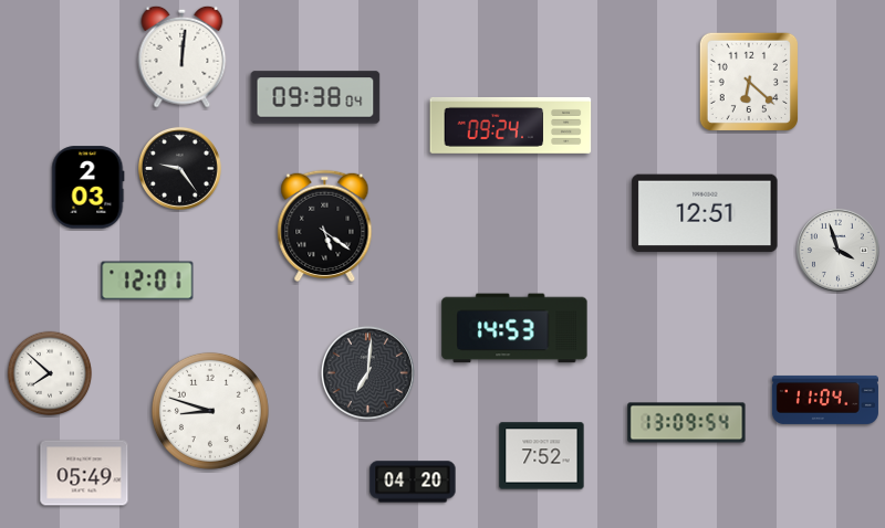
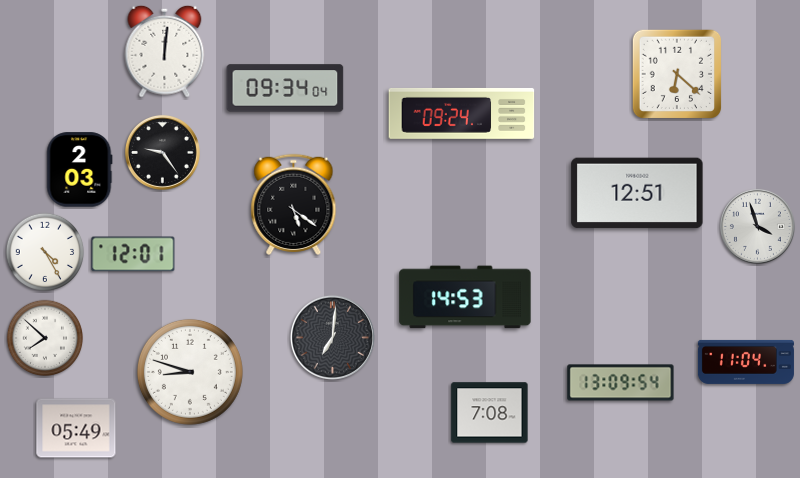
clock at (315, 97): 09:38 -> 09:34
clock at (45, 252): none -> 4:25
clock at (542, 456): 7:52 -> 7:08
clock at (413, 482): 04:20 -> none
